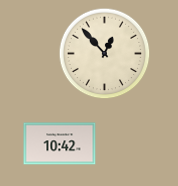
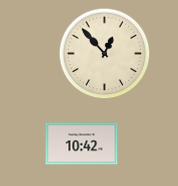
clock at (60, 144) position: (60, 144) -> (82, 144)
